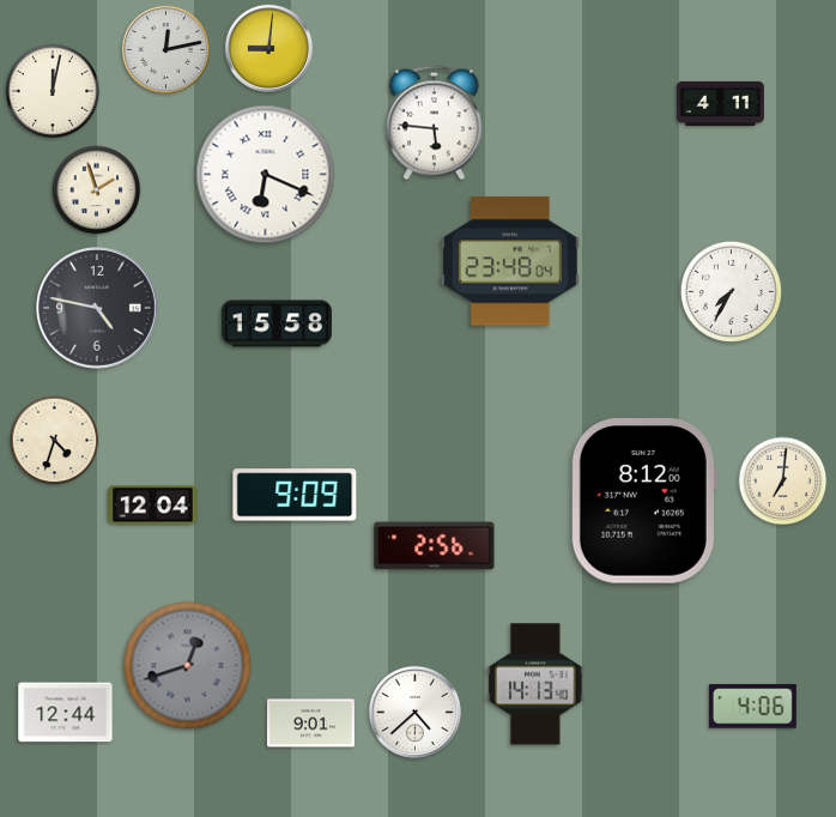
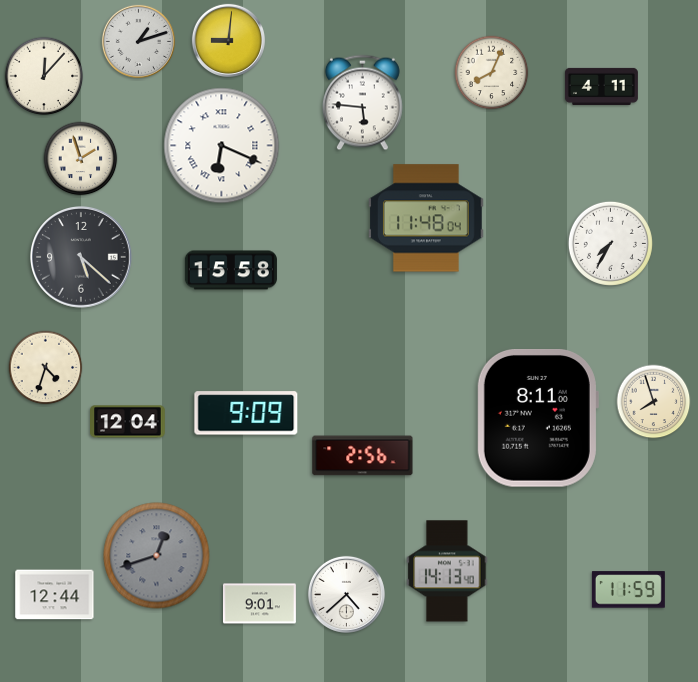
clock at (268, 48) position: (268, 48) -> (228, 40)
clock at (165, 49): 12:13 -> 1:12
clock at (492, 73): none -> 8:04
clock at (53, 91): 12:02 -> 12:07
clock at (511, 261): 23:48 -> 11:48
clock at (98, 309): 4:47 -> 5:22
clock at (783, 482): 7:01 -> 7:57
clock at (643, 502): 8:12 -> 8:11
clock at (752, 707): 4:06 -> 11:59
